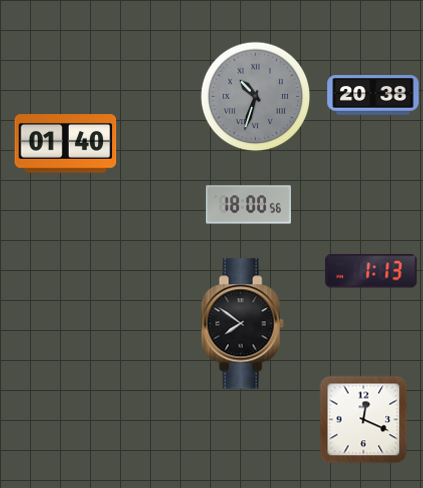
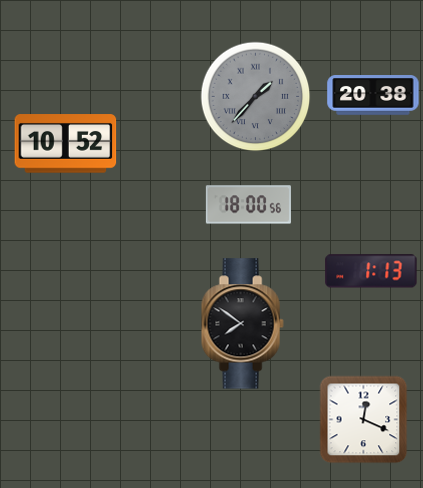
clock at (256, 97): 10:33 -> 1:37
clock at (66, 144): 01:40 -> 10:52
